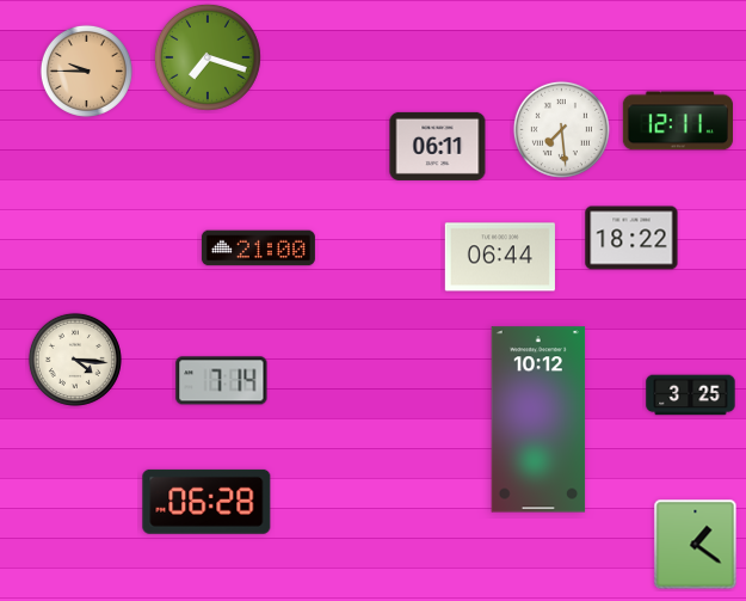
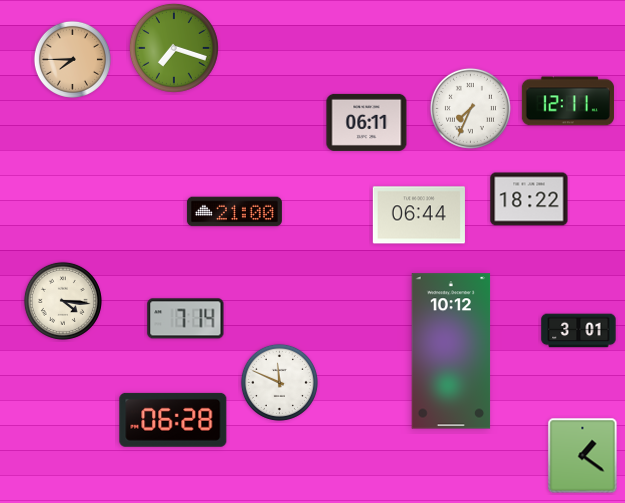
clock at (86, 70): 9:45 -> 7:45
clock at (561, 129): 7:29 -> 7:34
clock at (258, 249) position: (258, 249) -> (234, 212)
clock at (691, 395): 3:25 -> 3:01
clock at (279, 382): none -> 11:49
